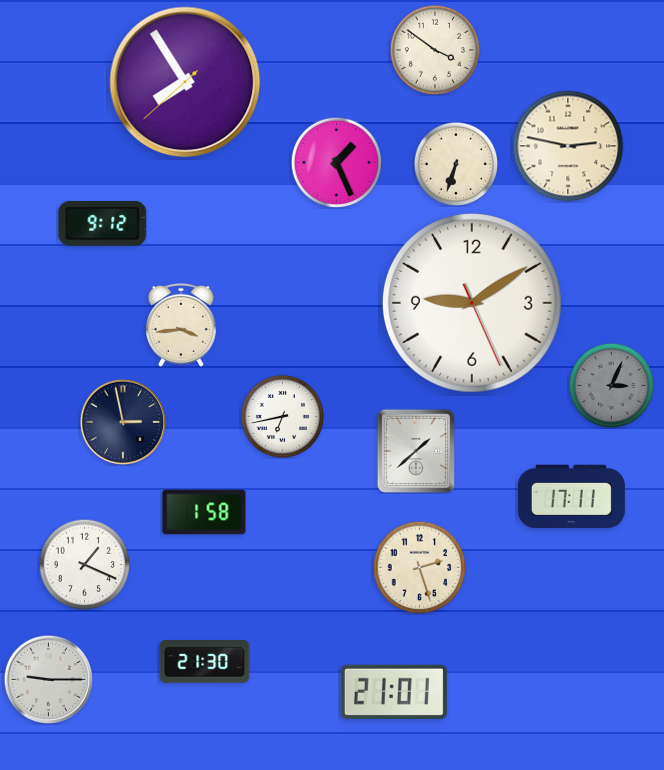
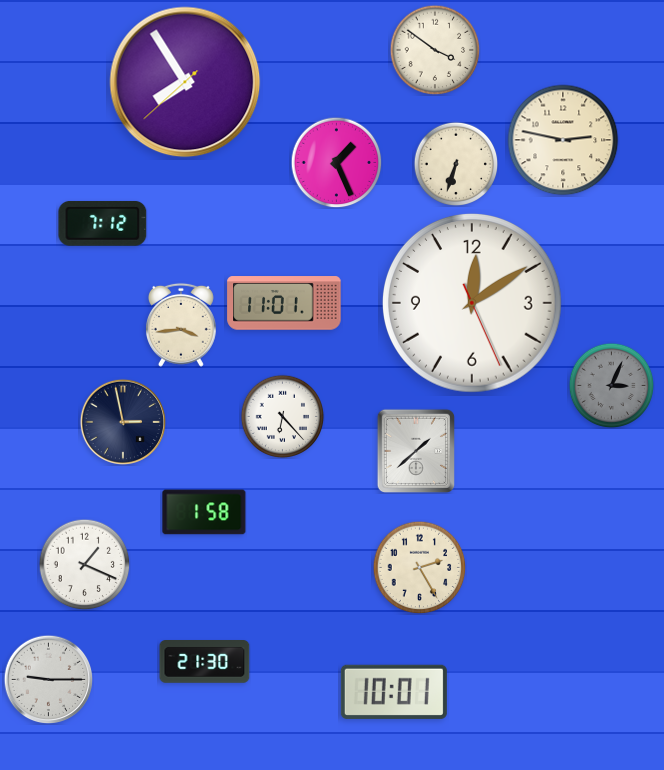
clock at (568, 146) position: (568, 146) -> (563, 140)
clock at (103, 223): 9:12 -> 7:12
clock at (284, 303): none -> 11:01
clock at (472, 303): 9:09 -> 12:09
clock at (282, 416): 6:43 -> 6:23
clock at (571, 497): 17:11 -> none
clock at (419, 567): 2:27 -> 2:25
clock at (394, 692): 21:01 -> 10:01
